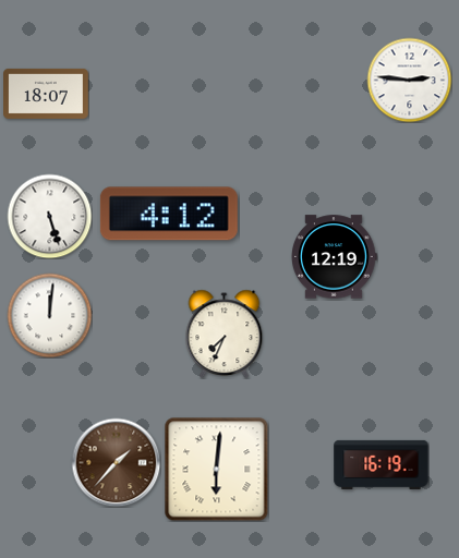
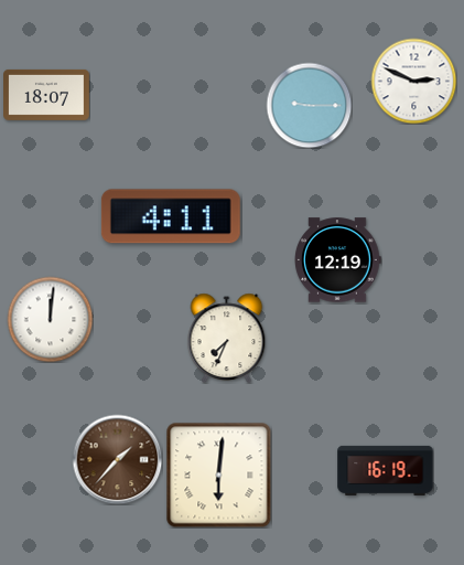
clock at (409, 80): 2:46 -> 2:49
clock at (309, 105): none -> 9:15
clock at (169, 214): 4:12 -> 4:11
clock at (49, 216): 5:27 -> none
clock at (116, 462) position: (116, 462) -> (117, 459)
